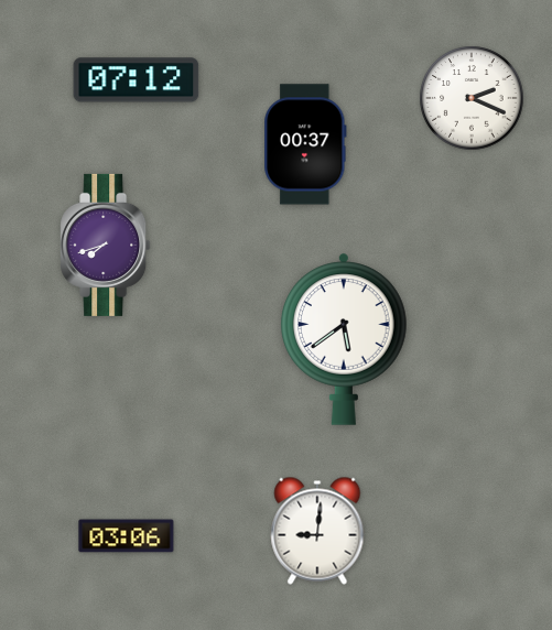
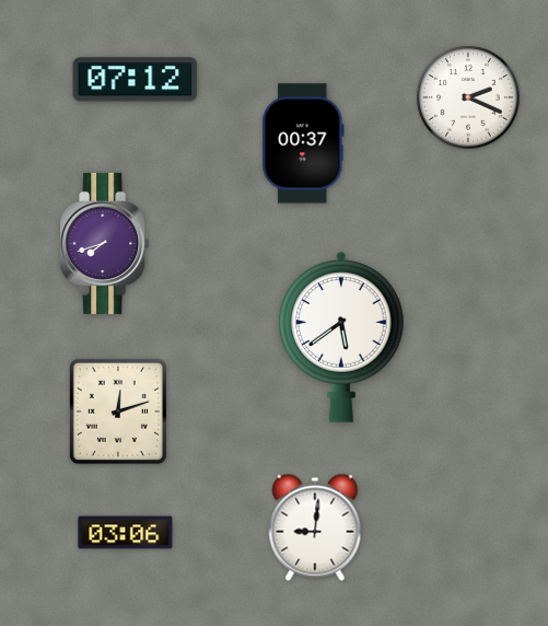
clock at (118, 411): none -> 12:12
